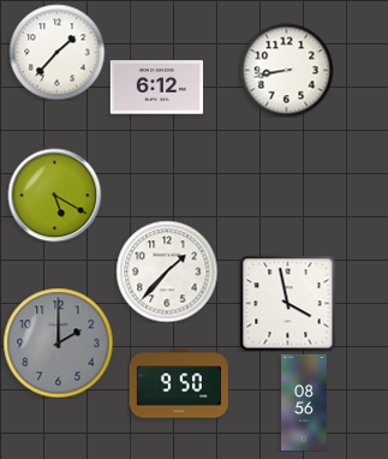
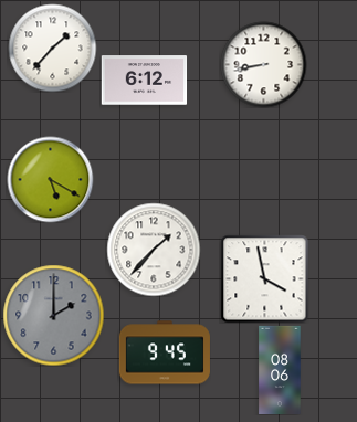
clock at (179, 383): 9:50 -> 9:45
clock at (304, 401): 08:56 -> 08:06
